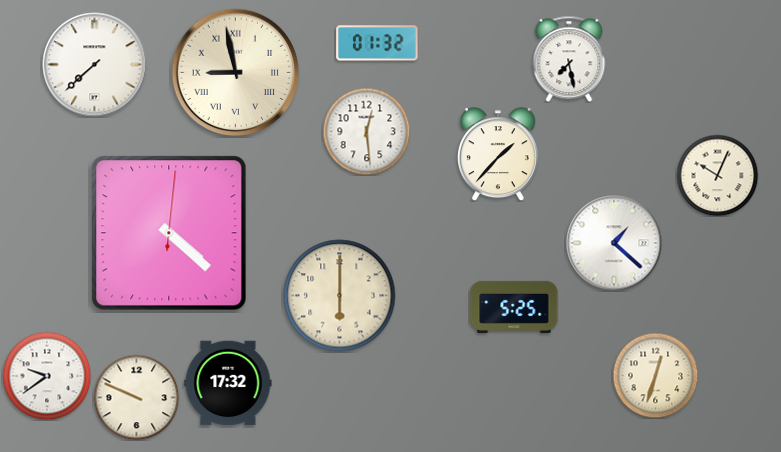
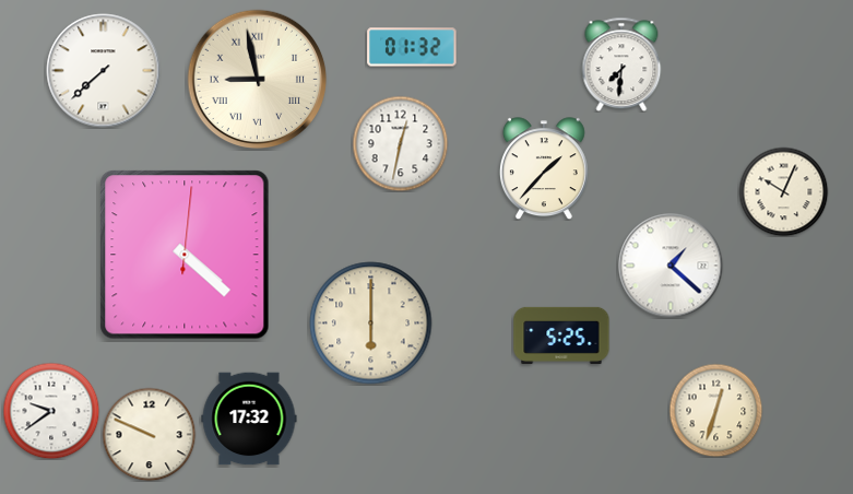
clock at (569, 59): 7:28 -> 7:31
clock at (366, 131): 12:29 -> 12:32
